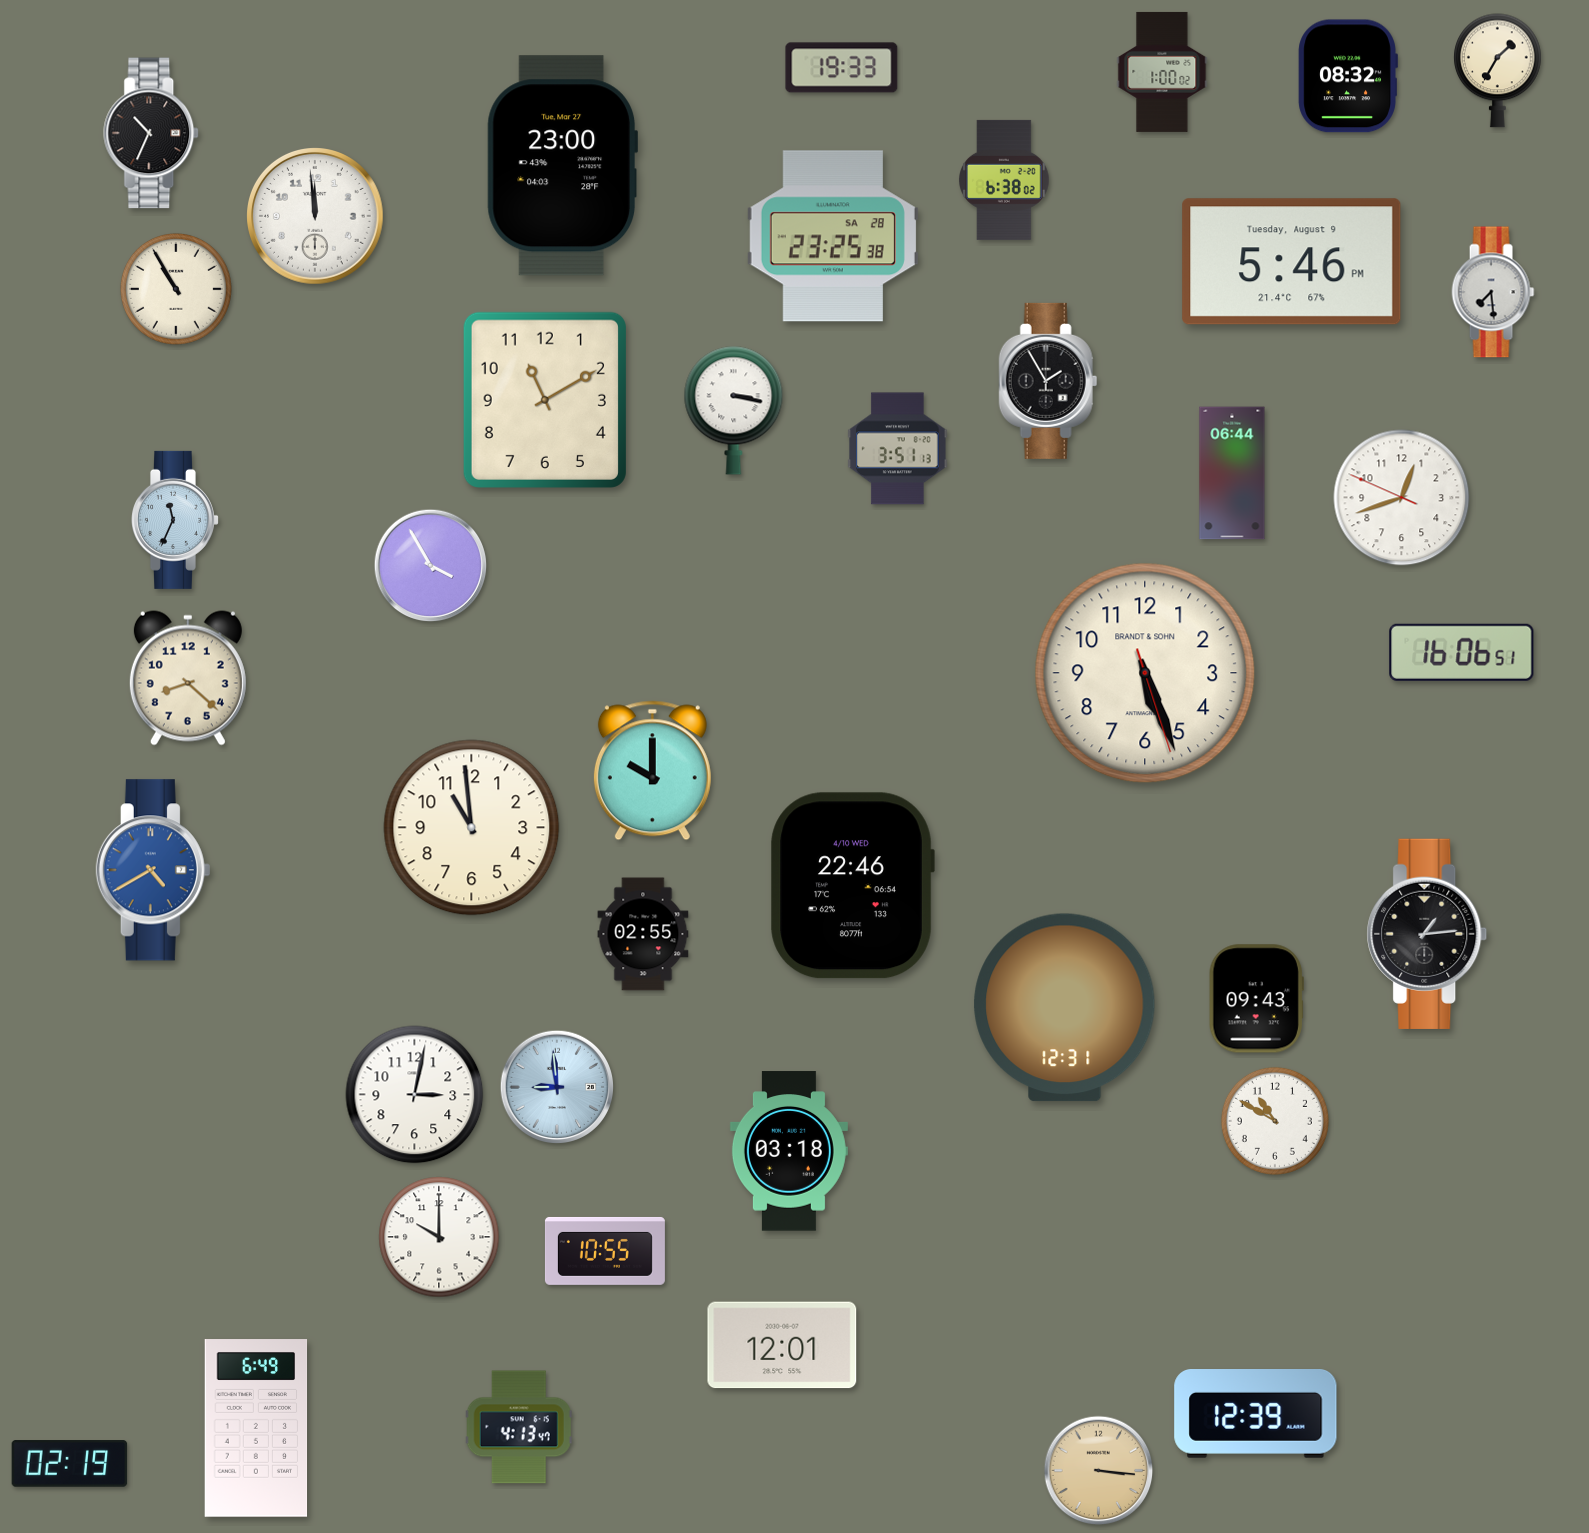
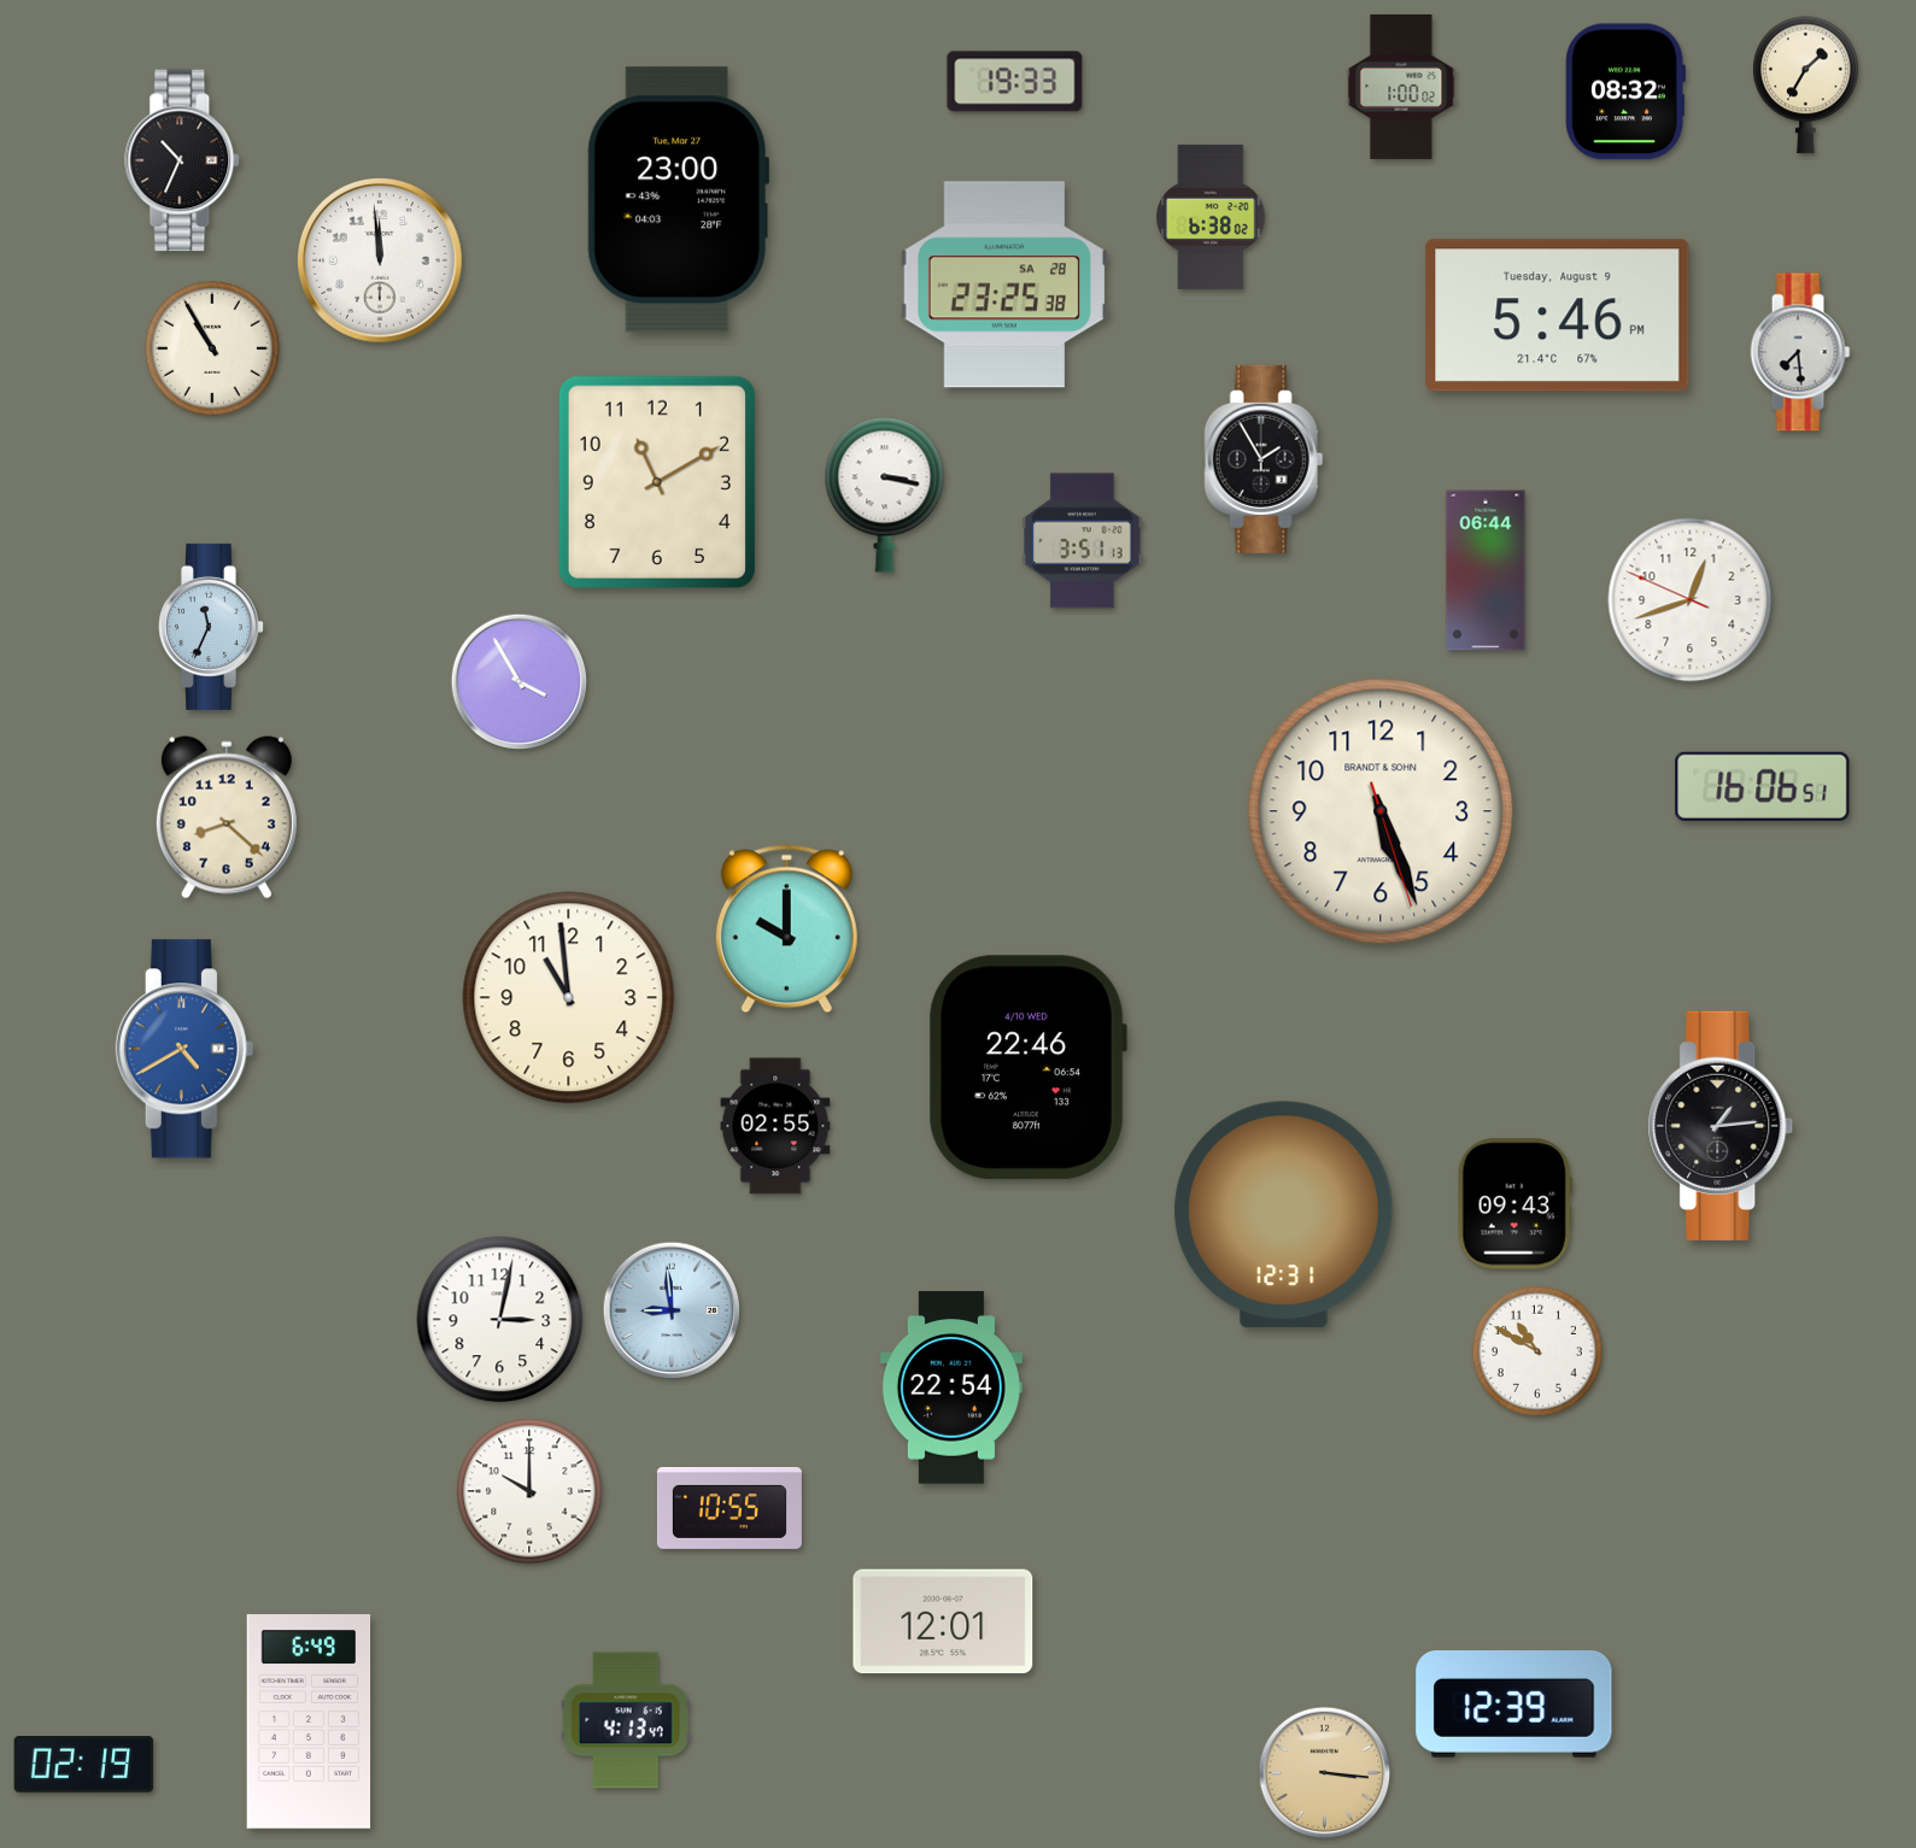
clock at (789, 1151): 03:18 -> 22:54
